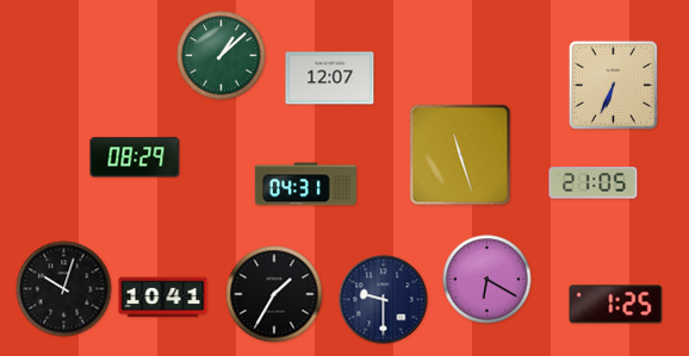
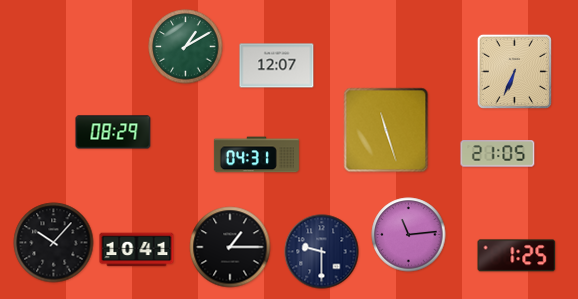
clock at (222, 56): 1:08 -> 1:10
clock at (488, 280): 6:20 -> 11:14
clock at (64, 289): 10:03 -> 10:07
clock at (274, 294): 1:35 -> 1:15
